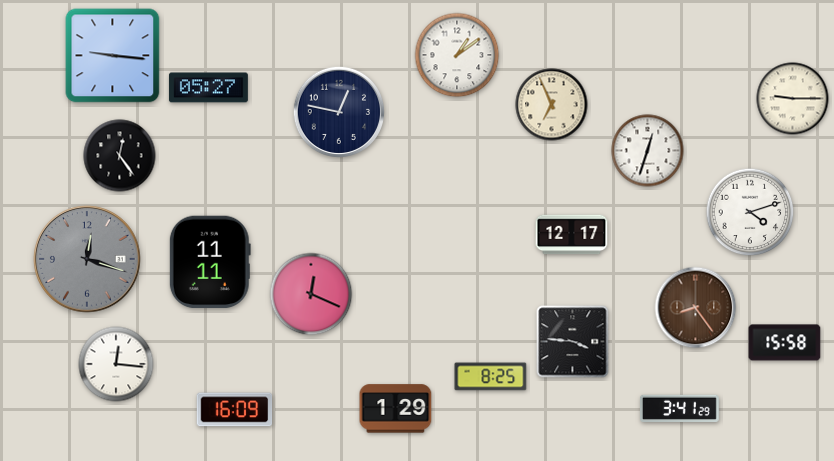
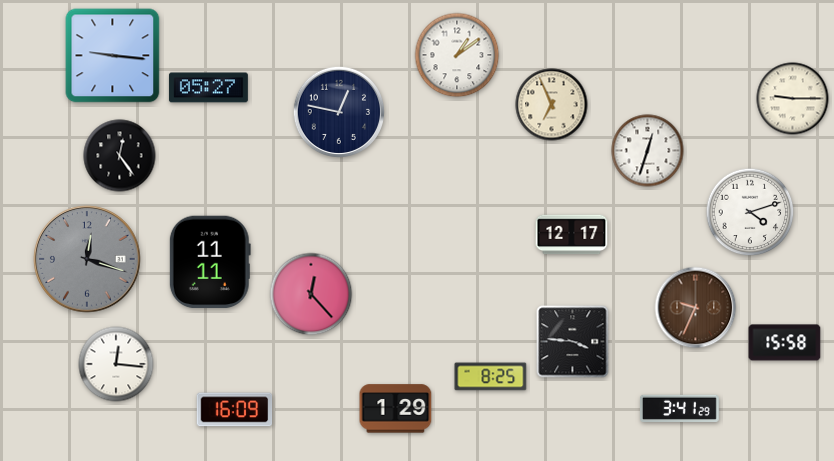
clock at (311, 294): 12:19 -> 12:23
clock at (696, 308): 8:24 -> 9:34
